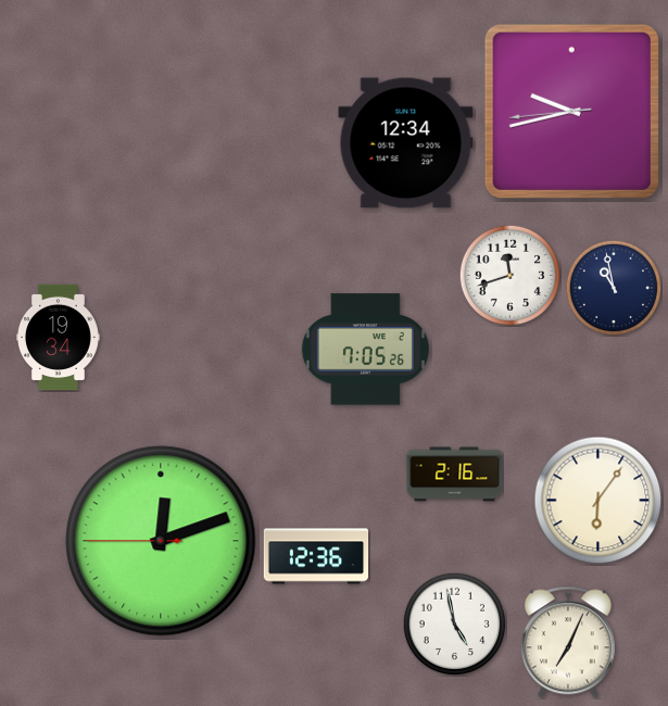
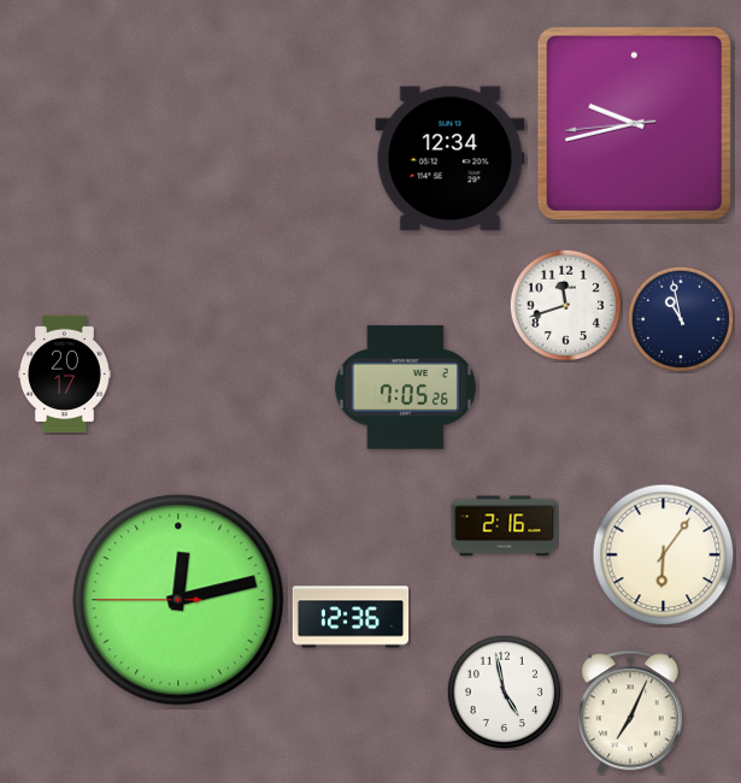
clock at (59, 338): 19:34 -> 20:17
clock at (161, 541): 12:11 -> 12:12
